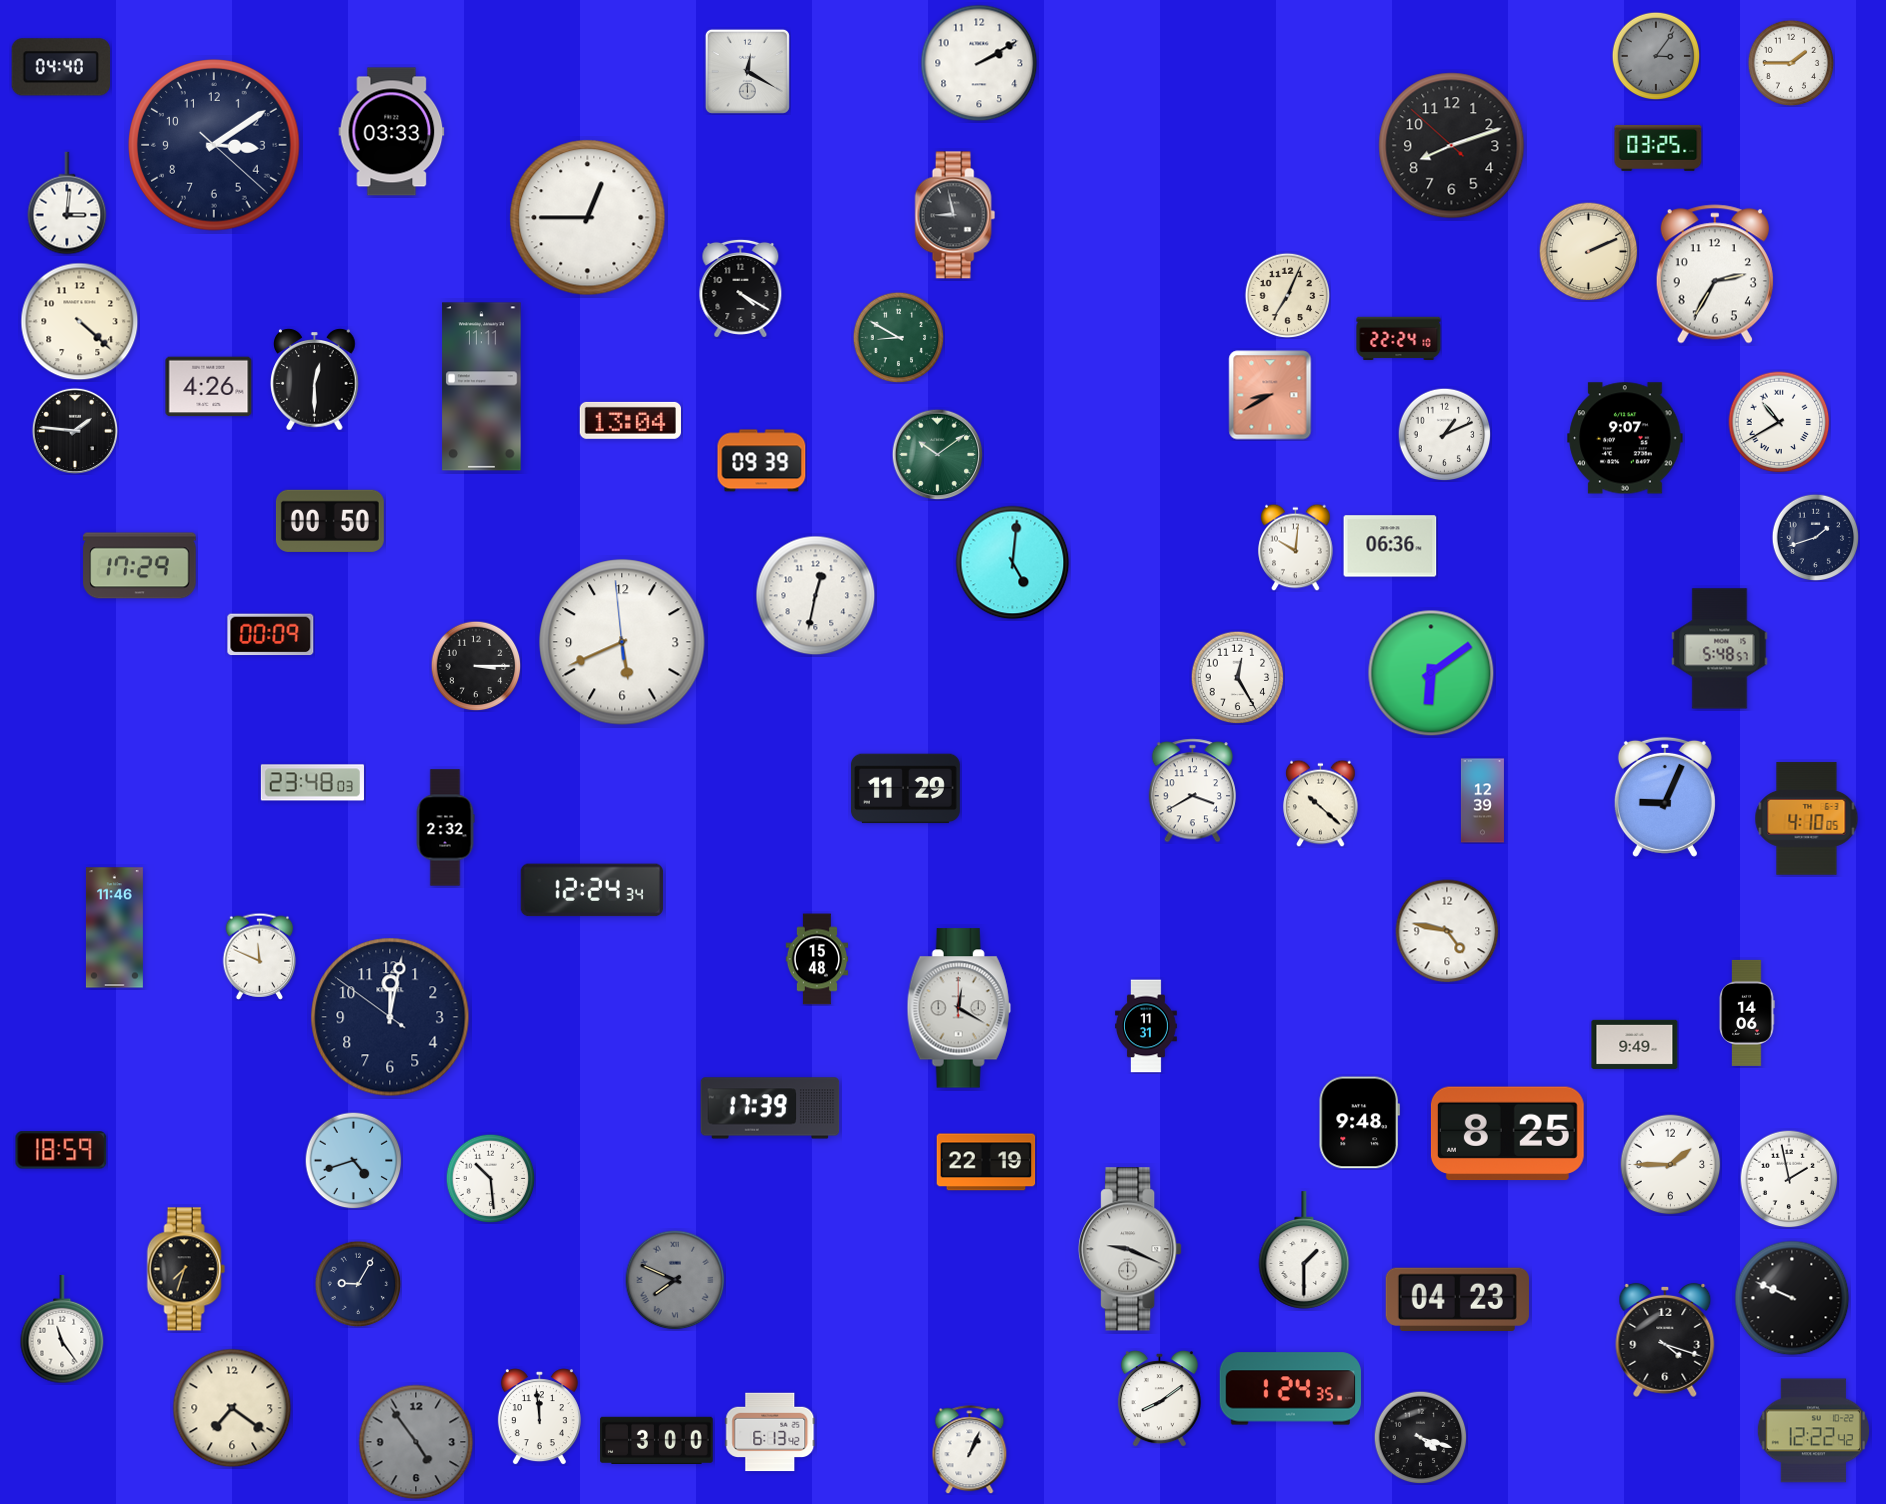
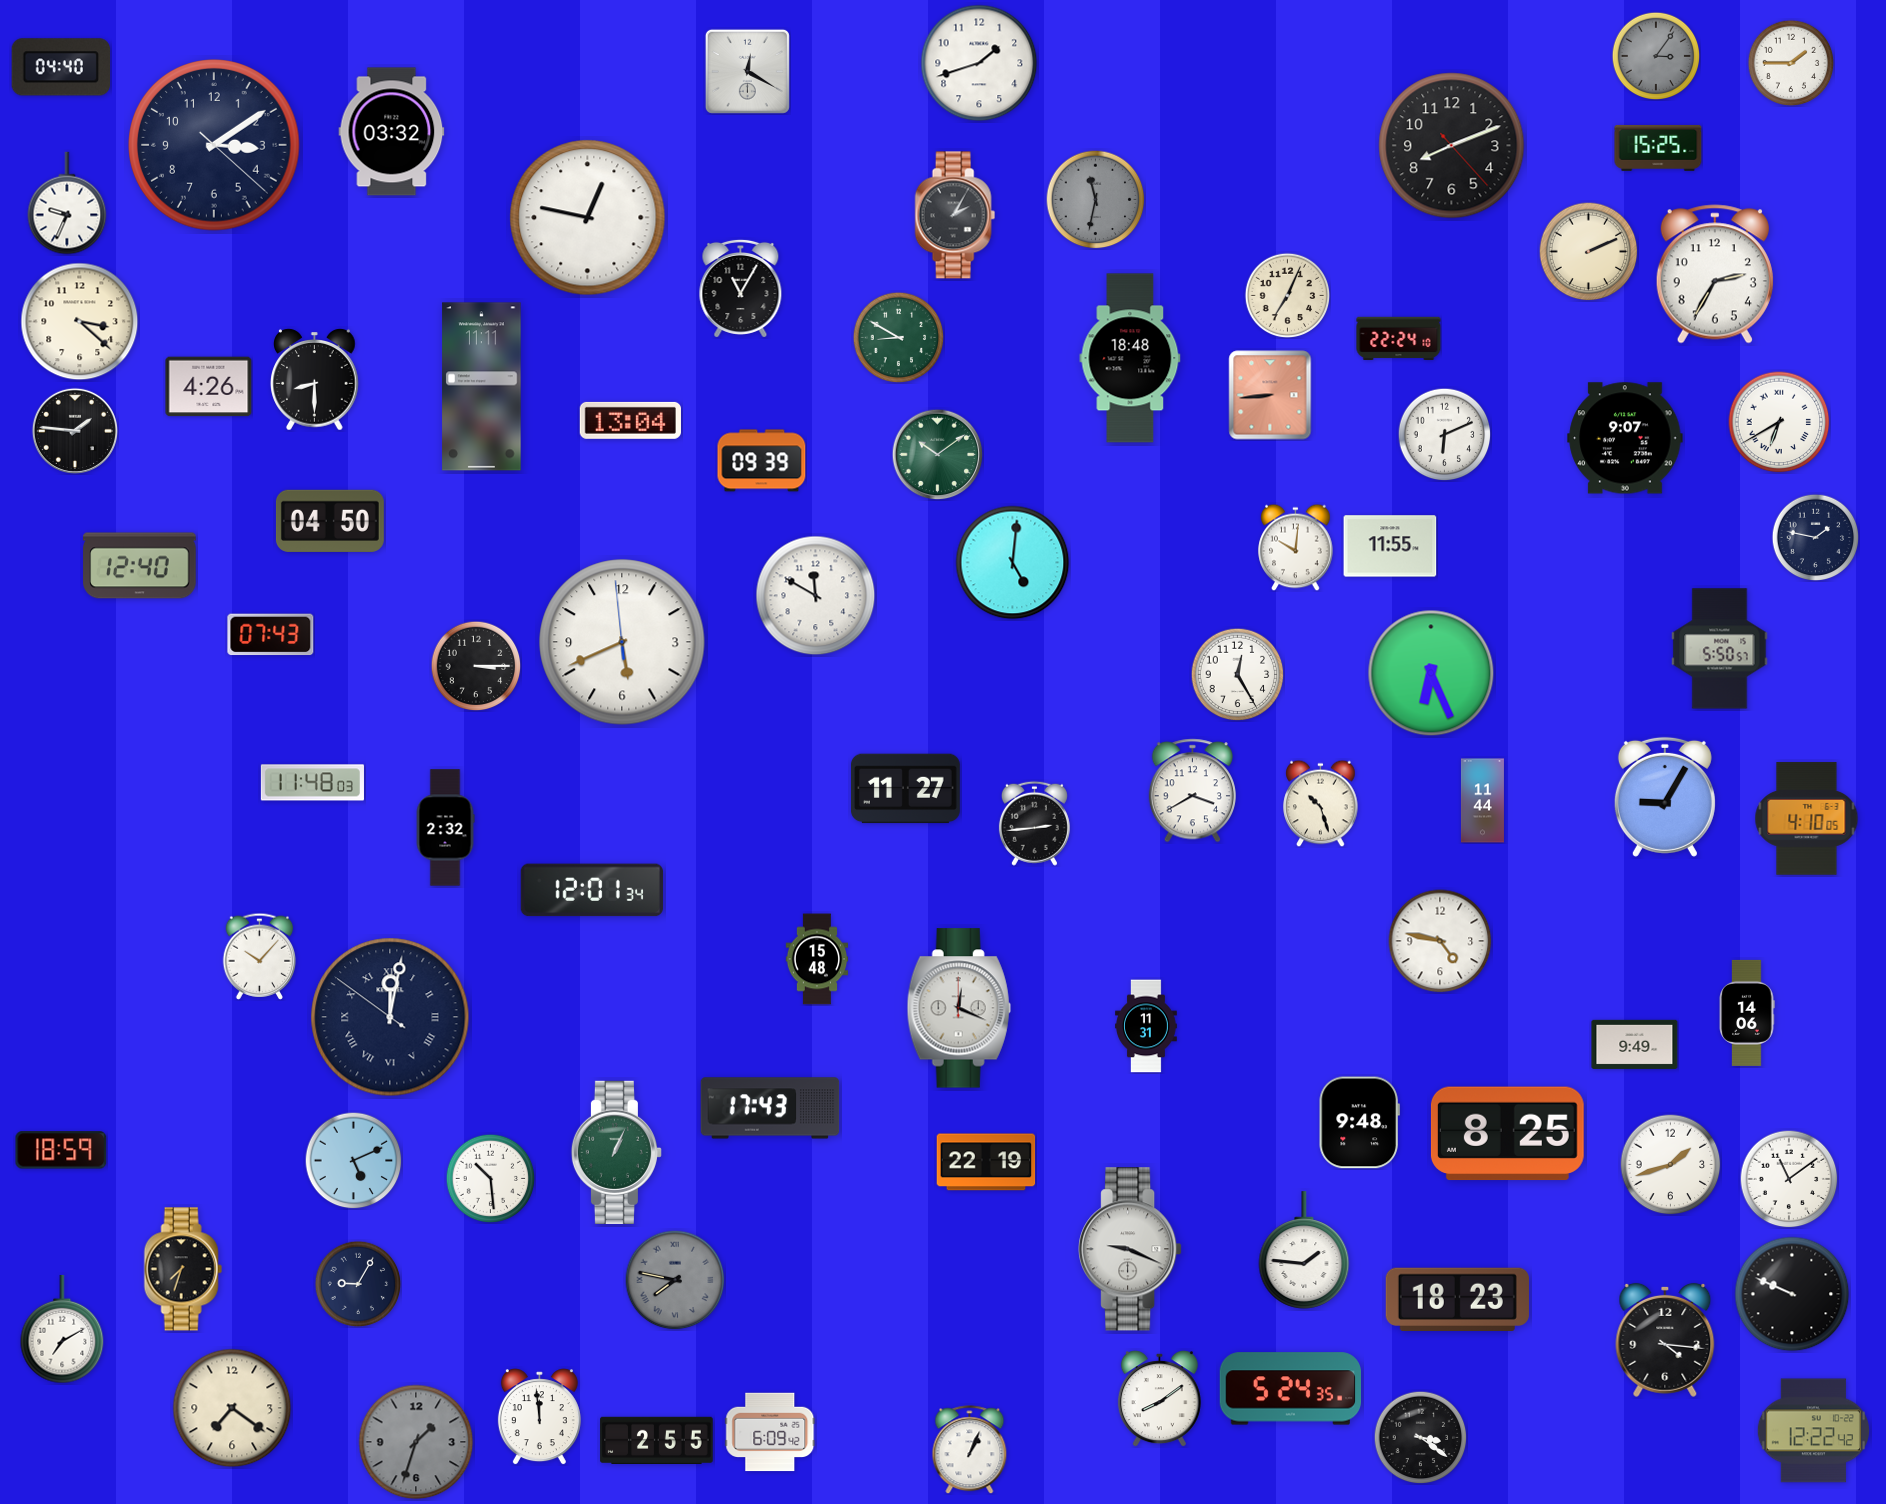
clock at (979, 63): 2:10 -> 1:42
clock at (392, 132): 03:33 -> 03:32
clock at (1452, 146): 8:11:52 -> 8:11:23
clock at (1658, 148): 03:25 -> 15:25
clock at (1096, 200): none -> 11:32
clock at (67, 203): 3:01 -> 9:34
clock at (955, 215): 8:58 -> 2:05
clock at (588, 218): 12:45 -> 12:47
clock at (741, 288): 4:20 -> 11:05
clock at (80, 322): 4:22 -> 3:22
clock at (1130, 358): none -> 18:48
clock at (315, 380): 12:30 -> 8:30
clock at (1270, 395): 8:40 -> 8:44
clock at (1779, 422): 10:40 -> 6:40
clock at (1444, 434): 1:11 -> 6:11
clock at (330, 521): 00:50 -> 04:50
clock at (1815, 537): 1:42 -> 1:47
clock at (1390, 546): 06:36 -> 11:55
clock at (140, 566): 17:29 -> 12:40
clock at (816, 596): 12:32 -> 11:50
clock at (271, 635): 00:09 -> 07:43
clock at (1720, 649): 5:48 -> 5:50
clock at (1431, 673): 6:09 -> 6:26
clock at (1237, 677) position: (1237, 677) -> (1237, 674)
clock at (312, 783): 23:48 -> 11:48
clock at (905, 789): 11:29 -> 11:27
clock at (1665, 797): 9:04 -> 9:05
clock at (1482, 801): 12:39 -> 11:44
clock at (1321, 803): 10:22 -> 10:27
clock at (1034, 823): none -> 2:44
clock at (592, 890): 12:24 -> 12:01
clock at (114, 928): 11:46 -> none
clock at (1447, 931) position: (1447, 931) -> (1440, 941)
clock at (260, 956): 11:49 -> 10:07
clock at (959, 1008): 12:20 -> 12:19
clock at (390, 1017) numerals: Arabic -> Roman
clock at (770, 1108): 17:39 -> 17:43
clock at (616, 1152): none -> 1:04
clock at (353, 1160): 4:42 -> 5:11
clock at (1671, 1165): 1:45 -> 1:42
clock at (1789, 1179): 1:58 -> 11:09
clock at (1304, 1250): 1:30 -> 1:46
clock at (186, 1269) position: (186, 1269) -> (183, 1269)
clock at (675, 1280): 7:49 -> 7:47
clock at (1792, 1298) position: (1792, 1298) -> (1792, 1294)
clock at (1457, 1299): 04:23 -> 18:23
clock at (62, 1329): 11:24 -> 7:10
clock at (1665, 1340): 4:18 -> 4:16
clock at (1290, 1389): 1:24 -> 5:24
clock at (770, 1432): 6:13 -> 6:09
clock at (1420, 1437): 4:18 -> 3:21
clock at (657, 1440): 3:00 -> 2:55
clock at (416, 1442): 4:54 -> 1:33
